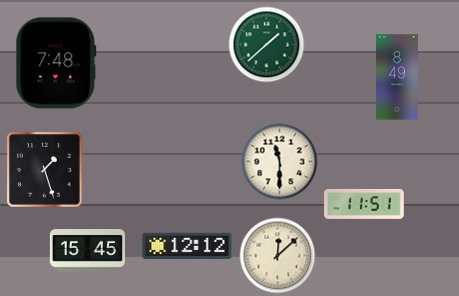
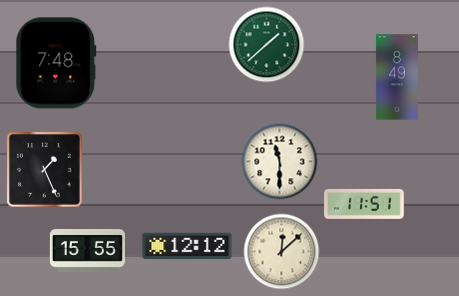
clock at (45, 170): 1:27 -> 1:26
clock at (87, 251): 15:45 -> 15:55
clock at (278, 256) position: (278, 256) -> (282, 252)
